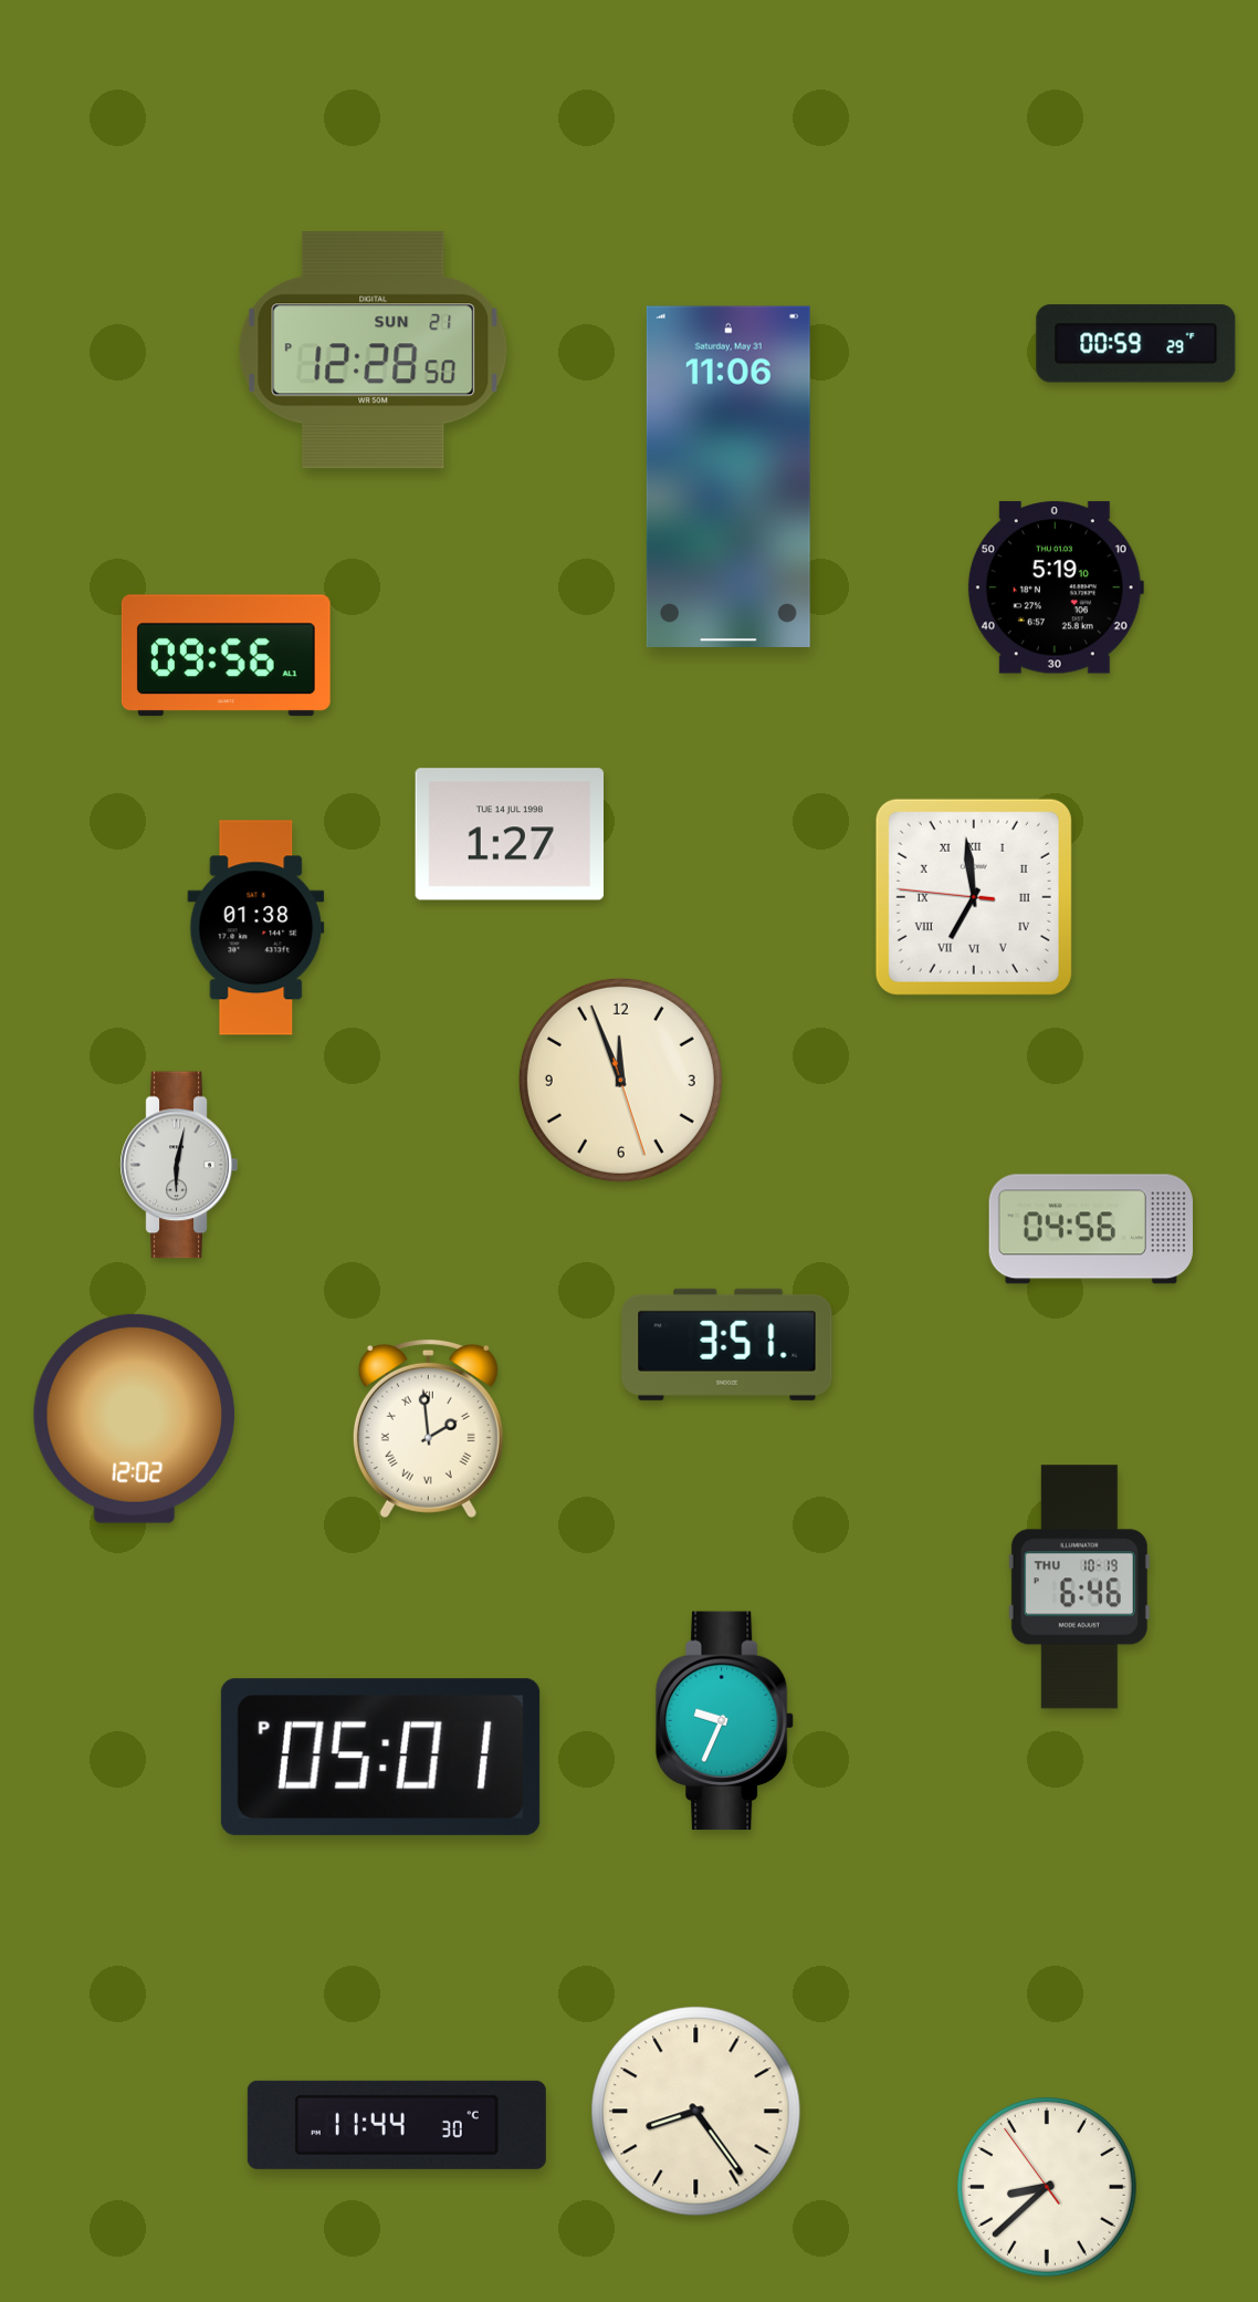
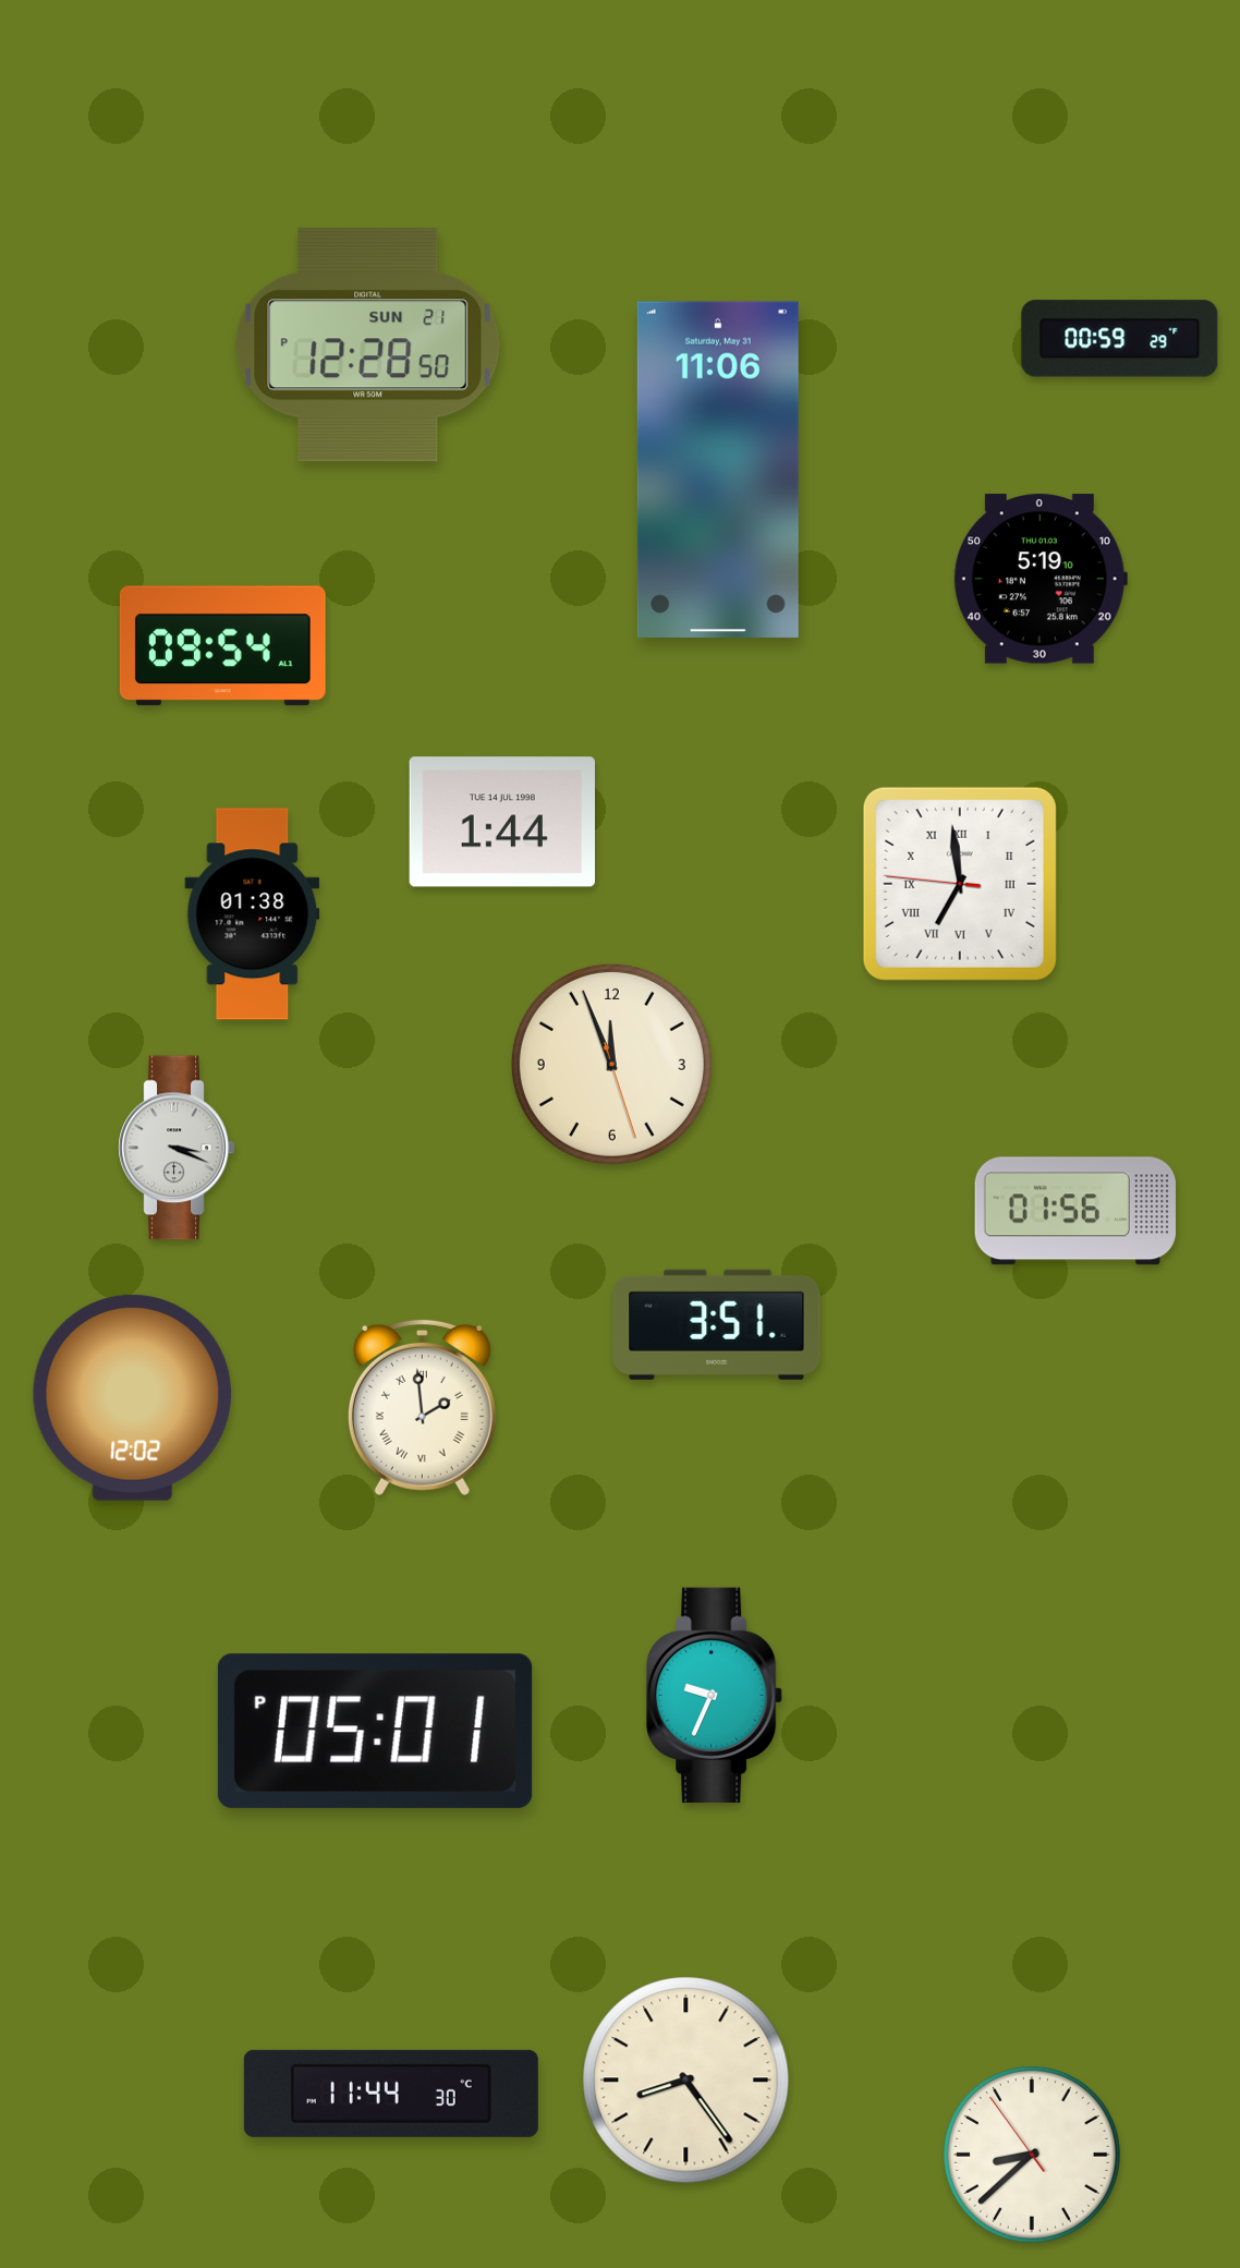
clock at (226, 656): 09:56 -> 09:54
clock at (509, 834): 1:27 -> 1:44
clock at (179, 1165): 6:02 -> 3:19
clock at (1090, 1229): 04:56 -> 01:56
clock at (1079, 1587): 6:46 -> none
